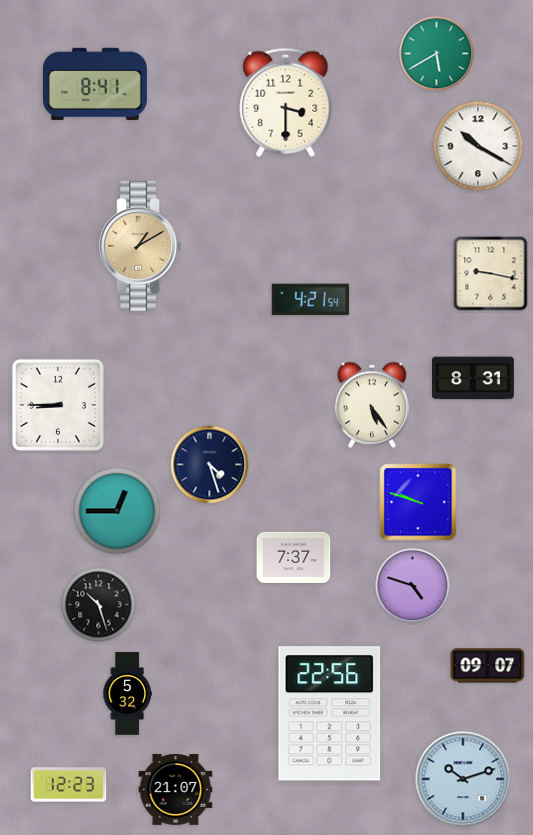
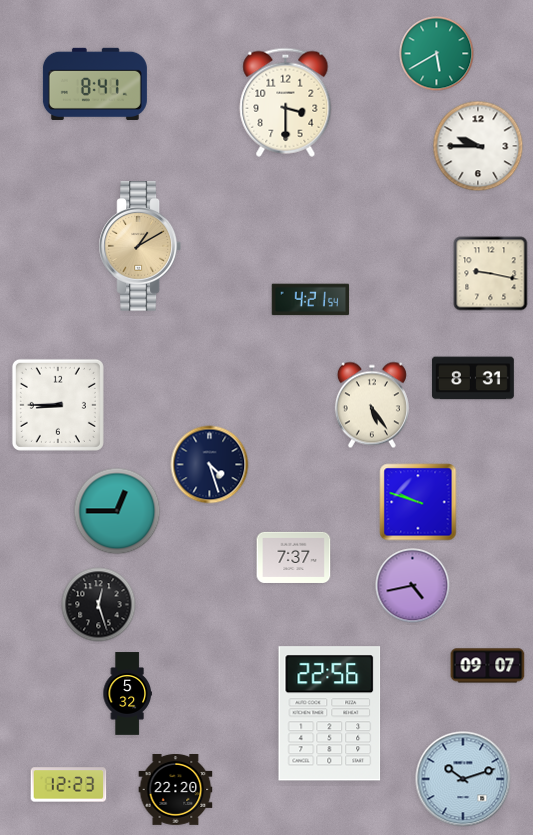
clock at (478, 146): 10:20 -> 9:45
clock at (413, 586): 4:48 -> 4:43
clock at (99, 605): 10:27 -> 12:27
clock at (176, 790): 21:07 -> 22:20
